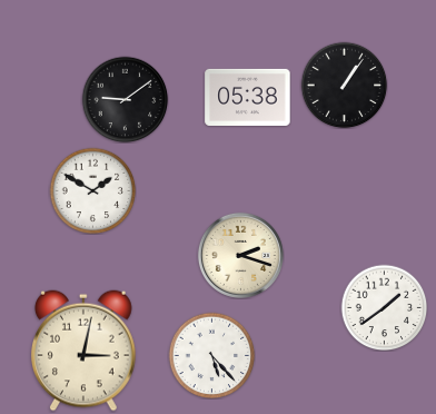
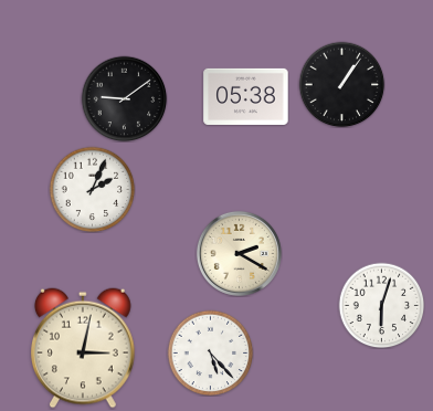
clock at (92, 190): 1:50 -> 2:04
clock at (240, 255): 2:18 -> 2:20
clock at (384, 307): 1:39 -> 6:03
